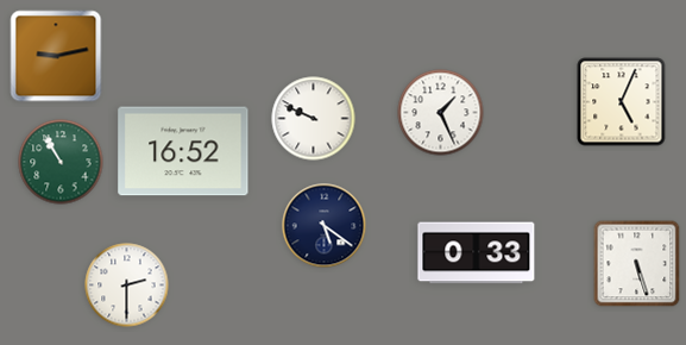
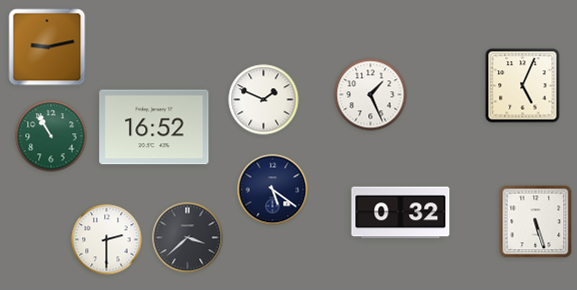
clock at (314, 119): 9:49 -> 1:49
clock at (477, 253): 0:33 -> 0:32
clock at (188, 238): none -> 3:38
